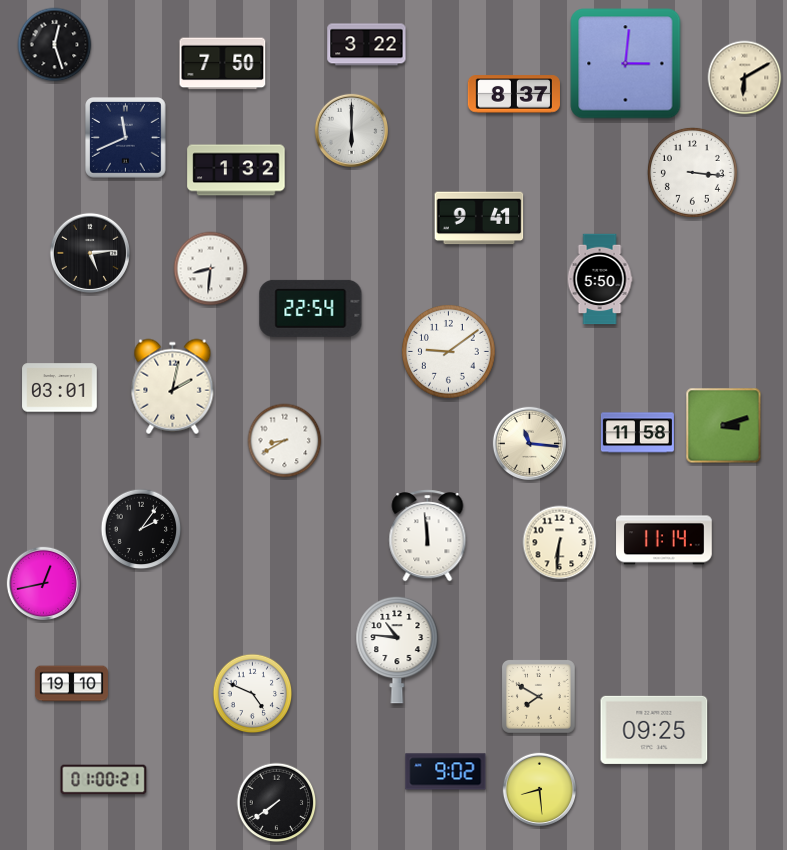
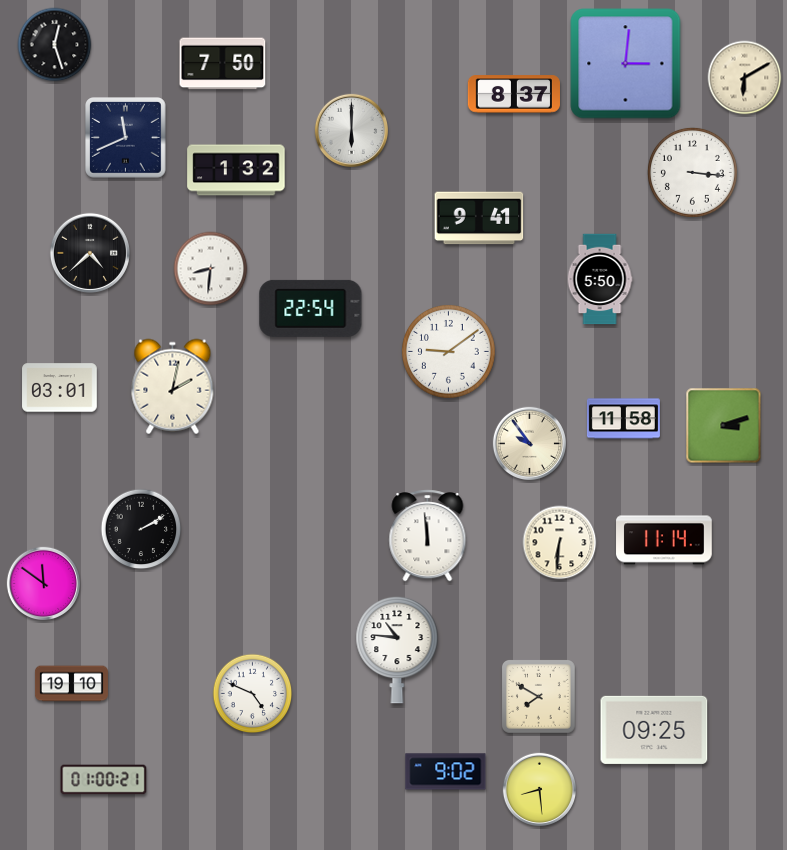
clock at (367, 45): 3:22 -> none
clock at (90, 253): 5:14 -> 4:38
clock at (637, 433) position: (637, 433) -> (623, 419)
clock at (285, 441): 8:40 -> none
clock at (529, 443): 11:16 -> 9:54
clock at (141, 529): 2:06 -> 2:10
clock at (43, 583): 12:43 -> 11:51
clock at (277, 803): 7:39 -> none
